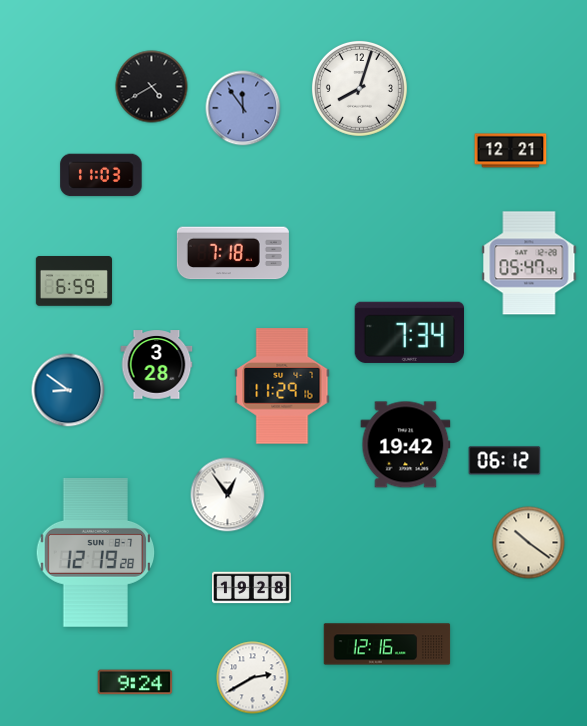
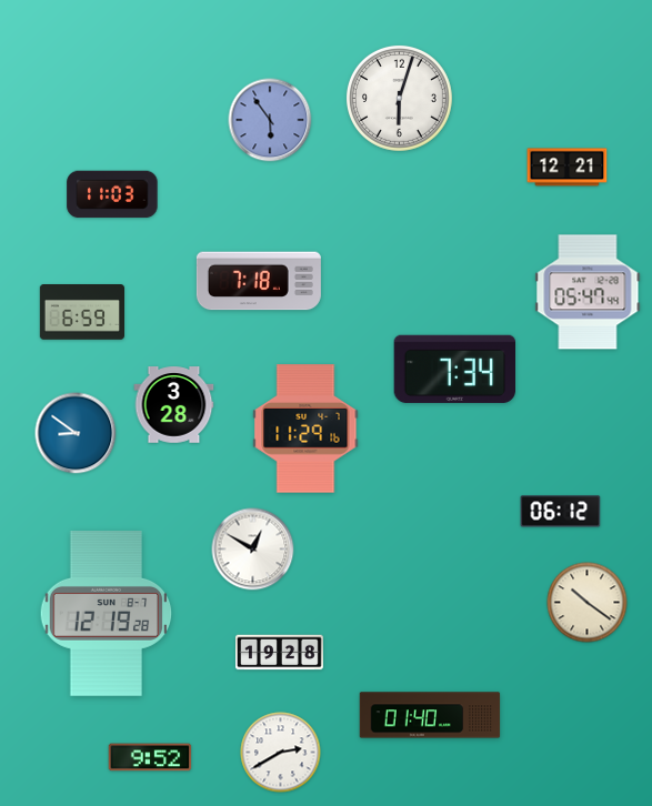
clock at (152, 87): 4:40 -> none
clock at (359, 88): 8:03 -> 6:03
clock at (243, 108): 11:54 -> 5:54
clock at (282, 386) position: (282, 386) -> (305, 429)
clock at (406, 445): 19:42 -> none
clock at (228, 495): 12:54 -> 12:50
clock at (387, 644): 12:16 -> 01:40
clock at (135, 682): 9:24 -> 9:52
